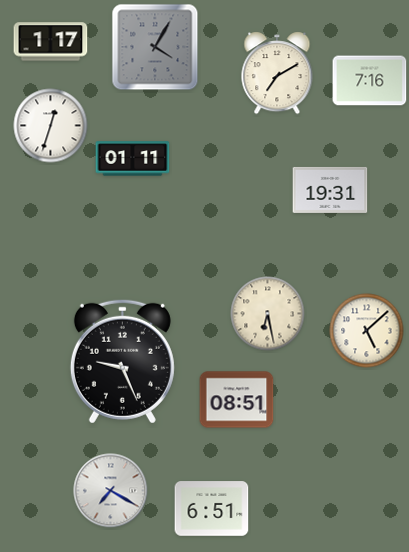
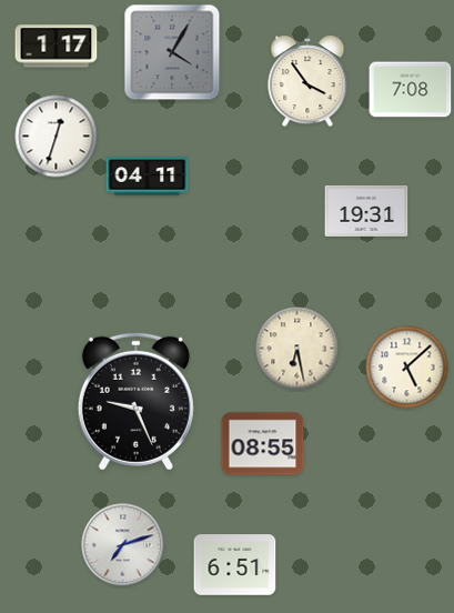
clock at (277, 73): 7:10 -> 3:54
clock at (370, 81): 7:16 -> 7:08
clock at (51, 126) position: (51, 126) -> (57, 137)
clock at (133, 159): 01:11 -> 04:11
clock at (237, 400): 08:51 -> 08:55
clock at (111, 491): 7:20 -> 7:12
